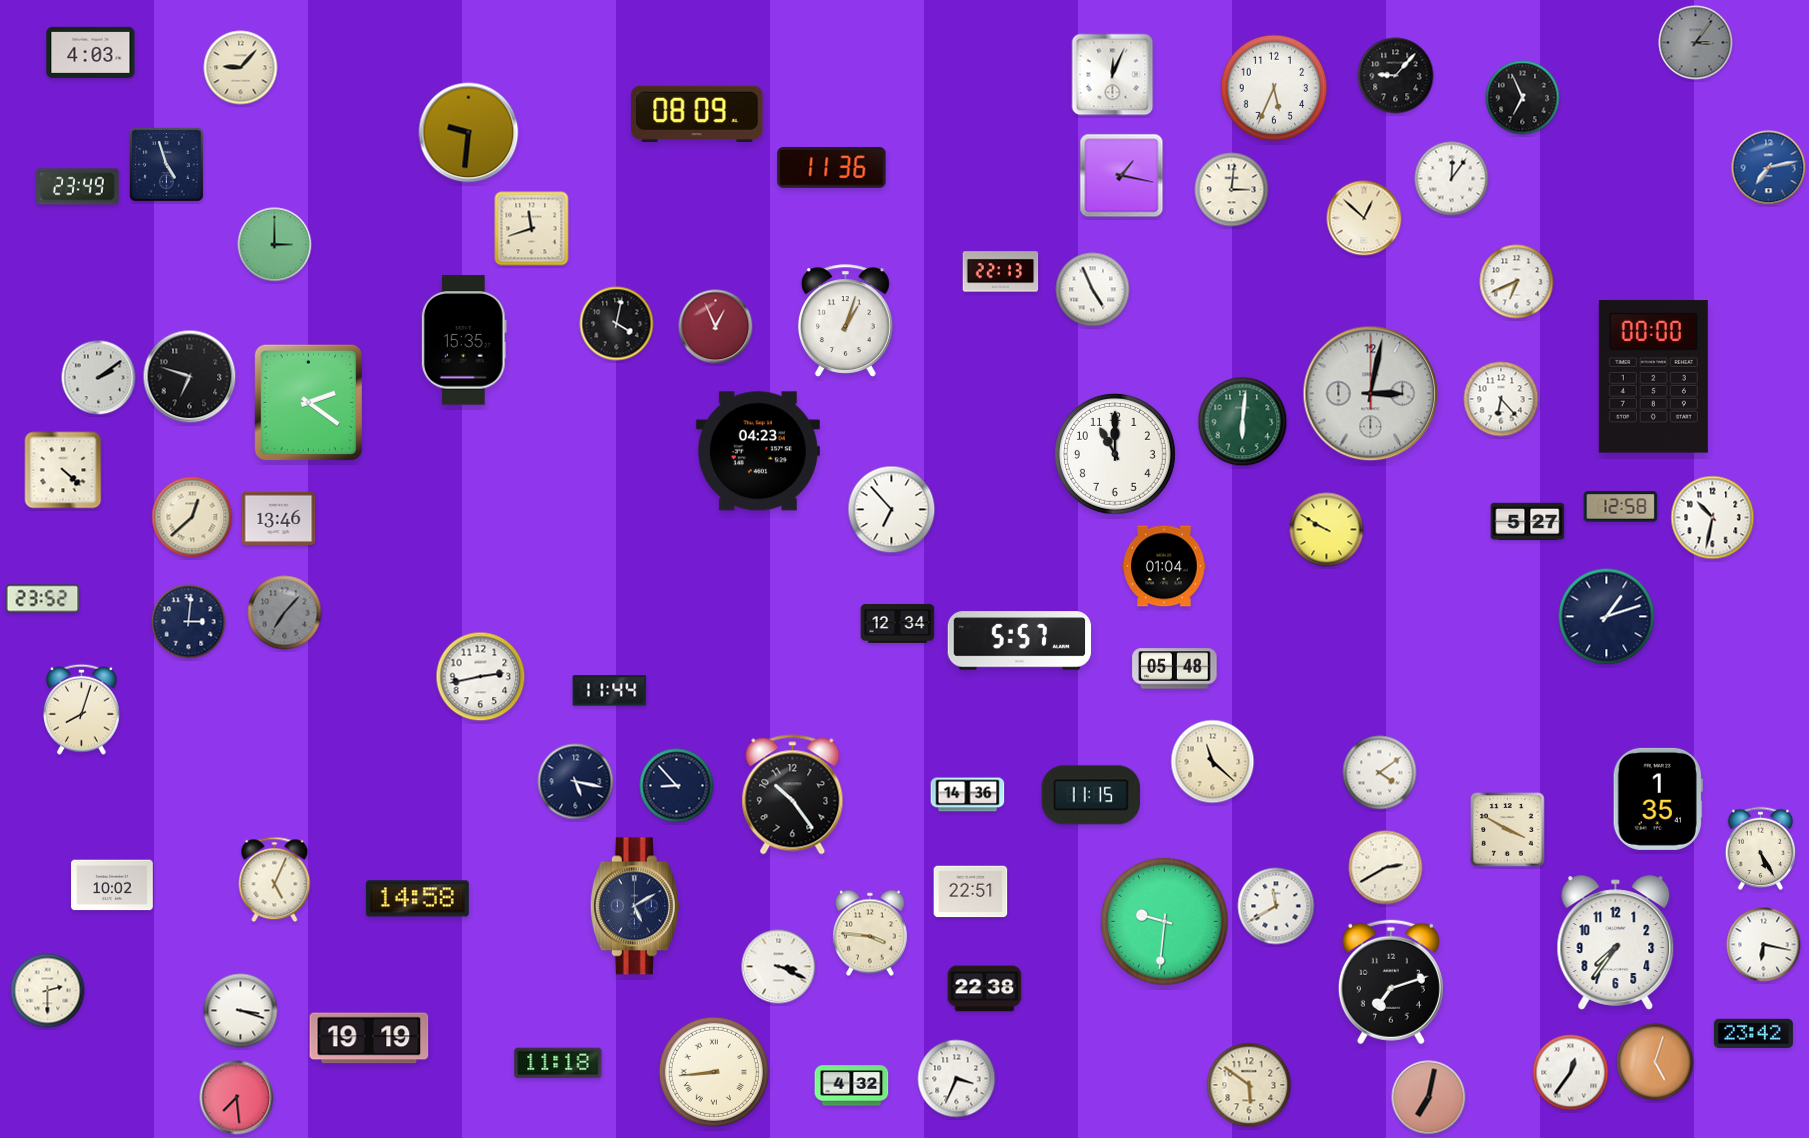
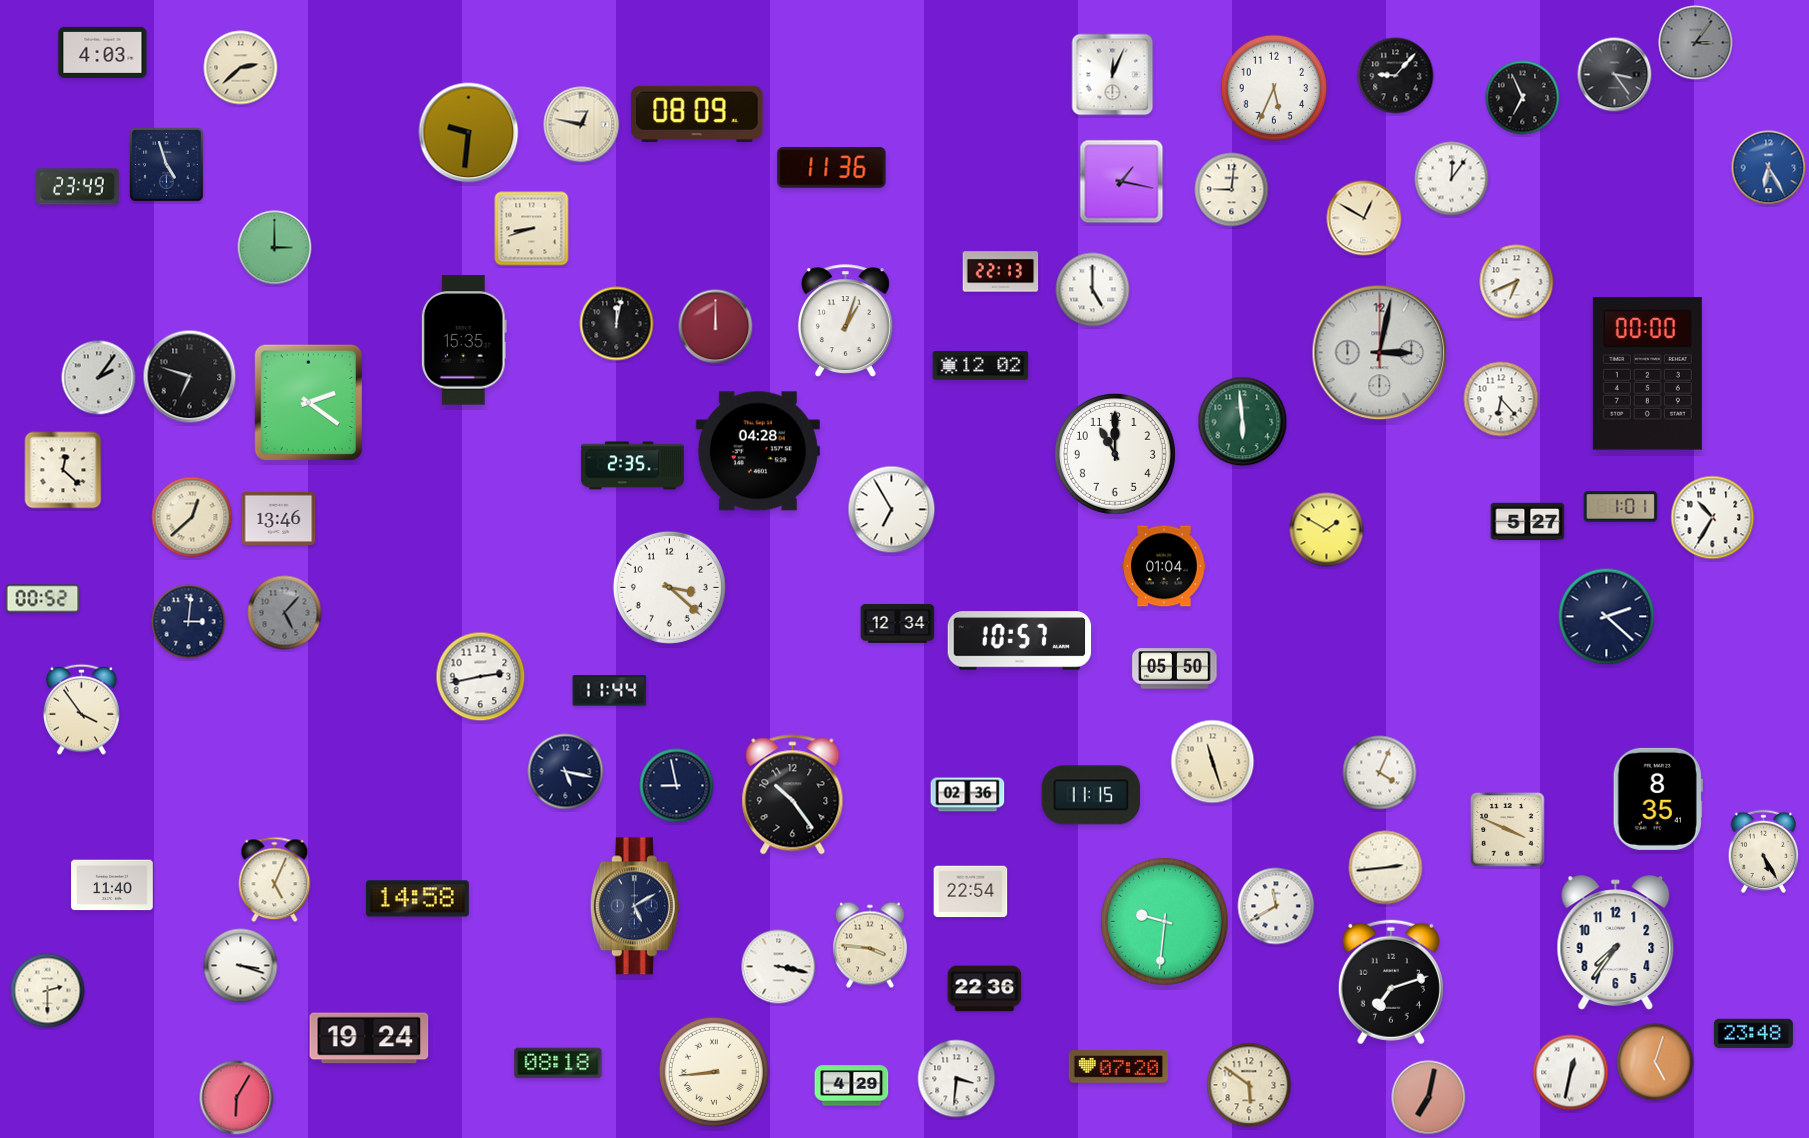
clock at (91, 52) position: (91, 52) -> (103, 52)
clock at (241, 68): 9:07 -> 2:38
clock at (1615, 75): none -> 3:24
clock at (582, 125): none -> 12:47
clock at (1769, 168): 7:13 -> 6:25
clock at (1122, 176) position: (1122, 176) -> (1122, 182)
clock at (1232, 190): 3:01 -> 9:01
clock at (1364, 218): 12:52 -> 12:50
clock at (532, 229): 11:42 -> 8:42
clock at (275, 245) position: (275, 245) -> (275, 248)
clock at (1093, 290): 4:56 -> 5:00
clock at (617, 324): 4:02 -> 12:02
clock at (716, 327): 12:56 -> 12:00
clock at (981, 366): none -> 12:02
clock at (1653, 377) position: (1653, 377) -> (1647, 374)
clock at (99, 378): 2:09 -> 2:06
clock at (1371, 394) position: (1371, 394) -> (1380, 353)
clock at (1243, 422): 6:01 -> 5:59
clock at (758, 451): 04:23 -> 04:28
clock at (632, 466): none -> 2:35
clock at (63, 470): 4:22 -> 12:22
clock at (1621, 507): 12:58 -> 1:01
clock at (892, 510): 6:53 -> 6:55
clock at (1713, 518): 10:32 -> 10:35
clock at (1327, 530): 9:50 -> 1:50
clock at (669, 587): none -> 3:22
clock at (43, 599): 23:52 -> 00:52
clock at (285, 613): 7:07 -> 5:07
clock at (1607, 617): 1:12 -> 2:22
clock at (1020, 641): 5:57 -> 10:57
clock at (1175, 669): 05:48 -> 05:50
clock at (82, 709): 8:03 -> 3:54
clock at (1213, 762): 11:22 -> 11:27
clock at (1380, 773): 4:09 -> 4:04
clock at (576, 782) position: (576, 782) -> (566, 772)
clock at (677, 786): 8:53 -> 8:58
clock at (968, 795): 14:36 -> 02:36
clock at (1658, 799): 1:35 -> 8:35
clock at (1508, 830): 3:50 -> 3:49
clock at (1760, 848) position: (1760, 848) -> (1763, 851)
clock at (1386, 868): 2:40 -> 2:44
clock at (112, 885): 10:02 -> 11:40
clock at (971, 892): 22:51 -> 22:54
clock at (870, 933) position: (870, 933) -> (870, 945)
clock at (1764, 945): 6:17 -> none
clock at (779, 967): 3:19 -> 3:17
clock at (985, 989): 22:38 -> 22:36
clock at (241, 1011) position: (241, 1011) -> (241, 966)
clock at (1753, 1033): 23:42 -> 23:48
clock at (369, 1038): 19:19 -> 19:24
clock at (558, 1063): 11:18 -> 08:18
clock at (1118, 1067): none -> 07:20
clock at (1571, 1073): 12:36 -> 12:32
clock at (957, 1079): 3:34 -> 3:31
clock at (852, 1086): 4:32 -> 4:29
clock at (237, 1098): 7:29 -> 6:05
